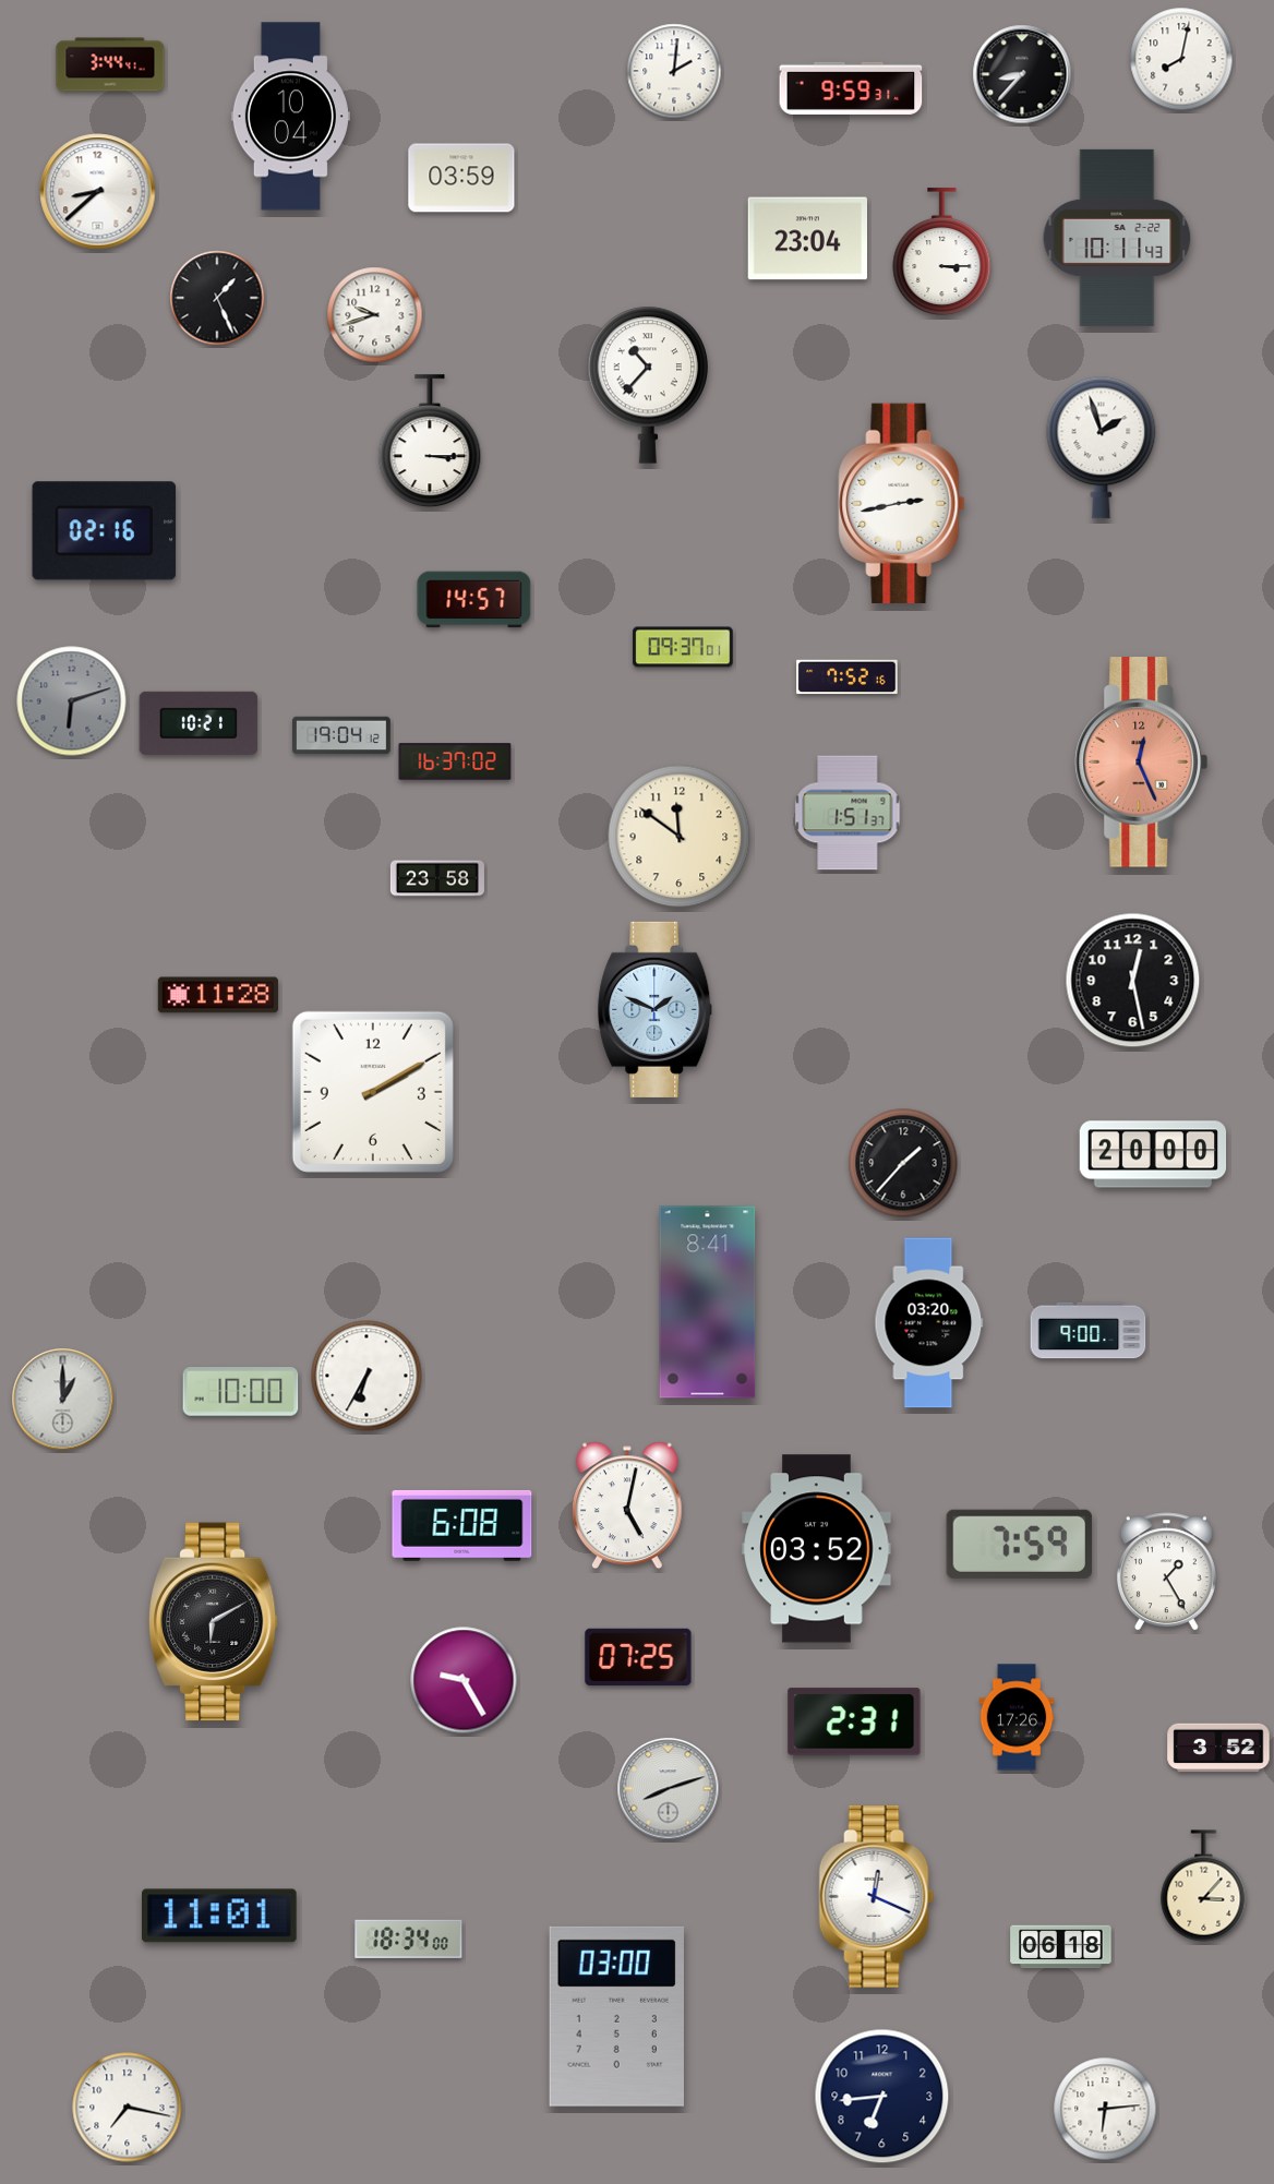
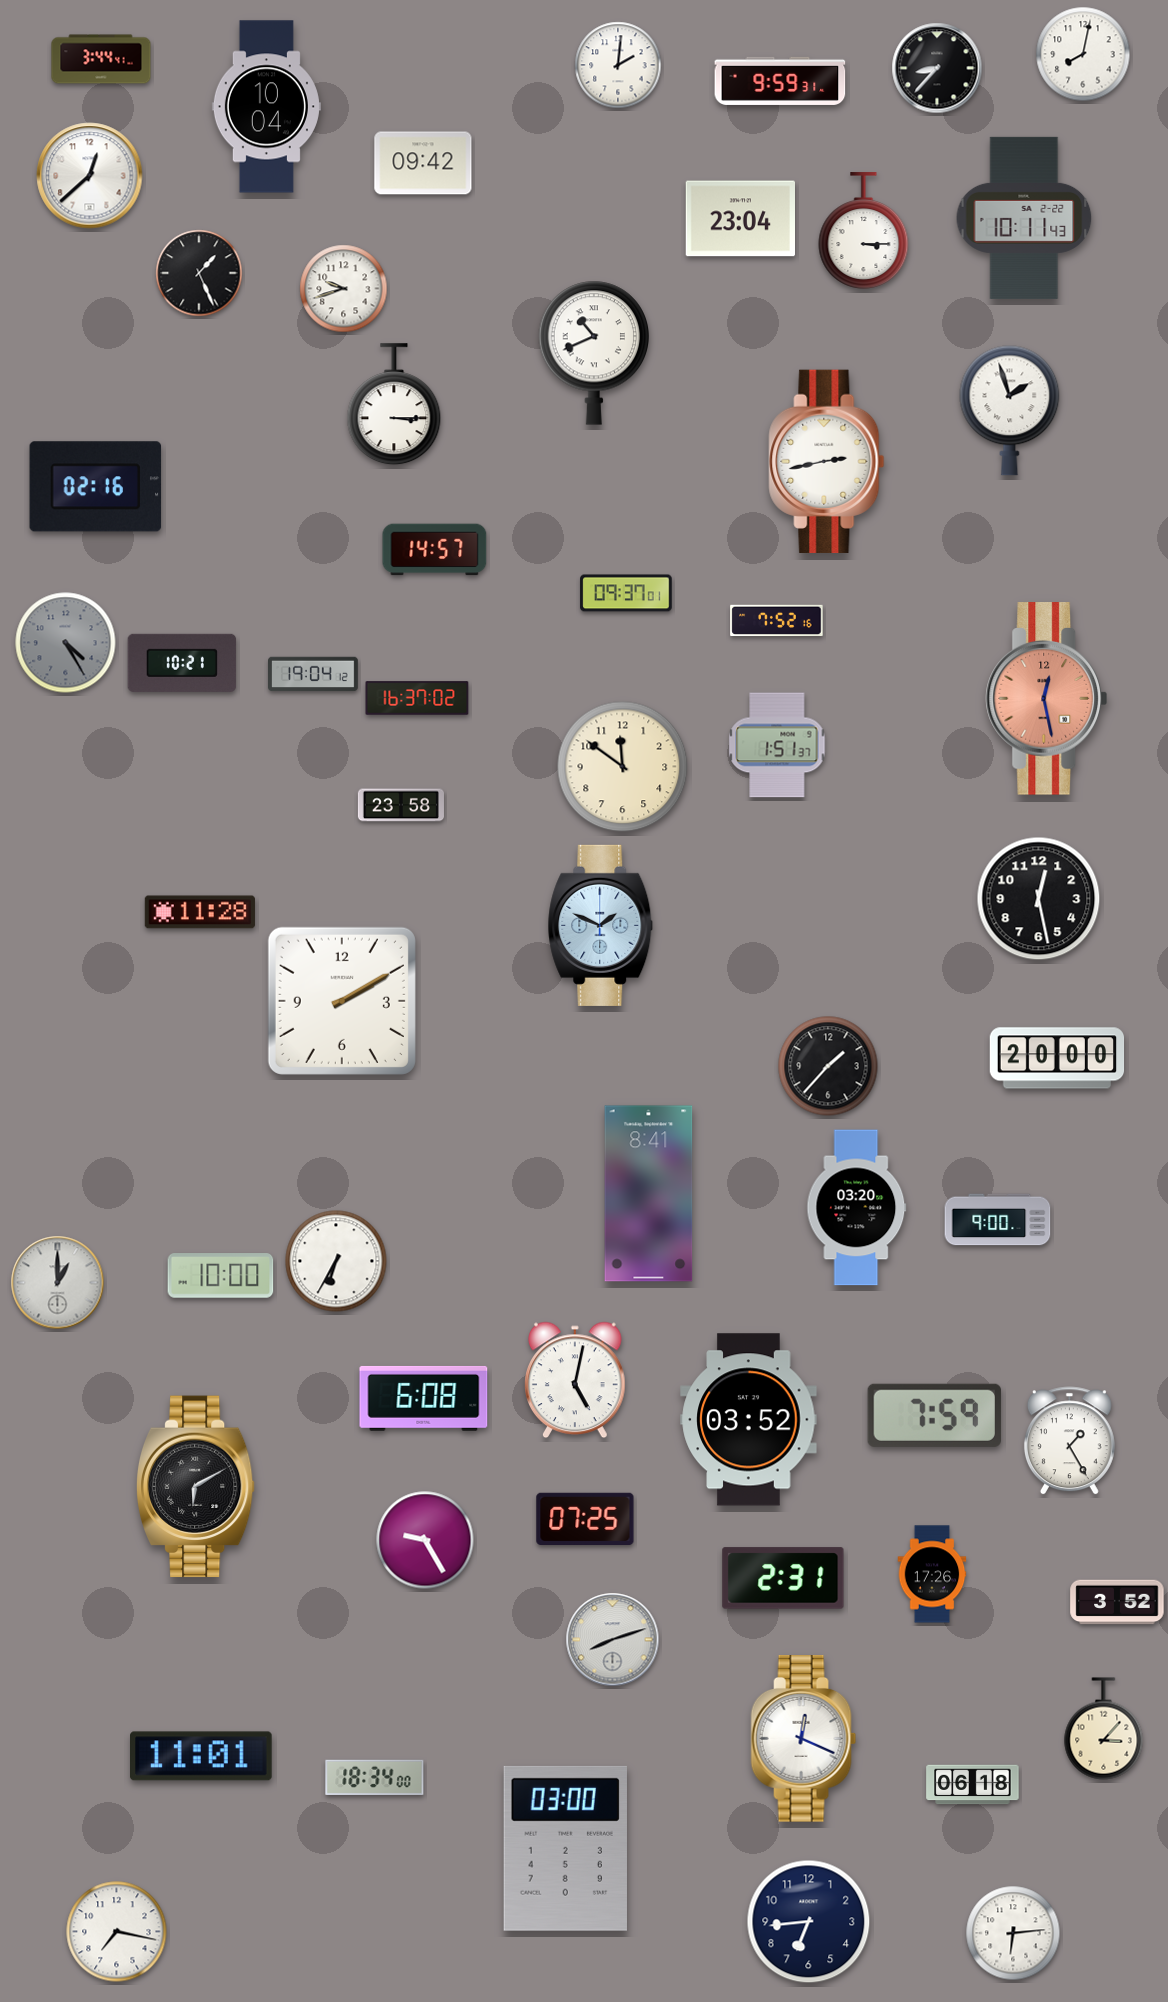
clock at (461, 178): 03:59 -> 09:42
clock at (98, 192): 8:38 -> 12:38
clock at (648, 385): 10:37 -> 10:41
clock at (72, 701): 6:12 -> 4:25
clock at (1142, 763): 12:26 -> 12:28
clock at (929, 1323) position: (929, 1323) -> (857, 1208)
